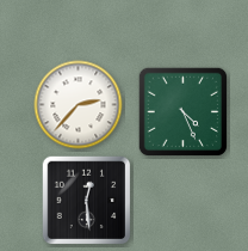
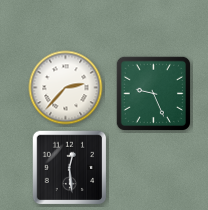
clock at (184, 112): 4:26 -> 9:26
clock at (87, 201) position: (87, 201) -> (70, 168)
